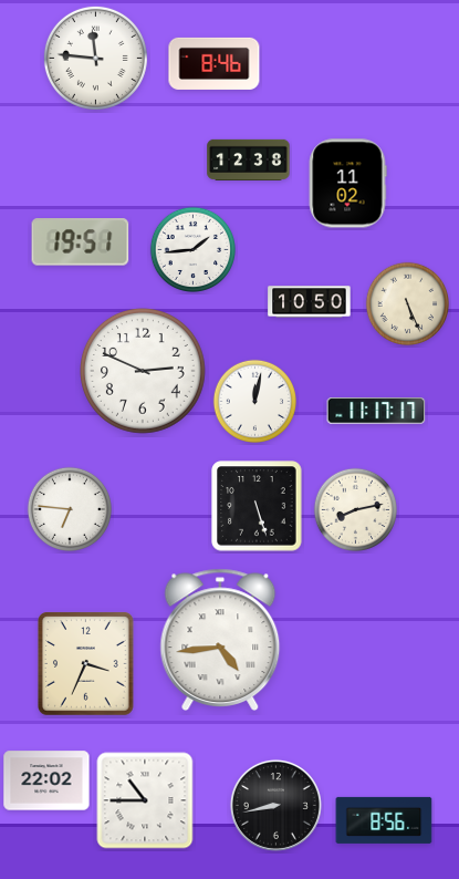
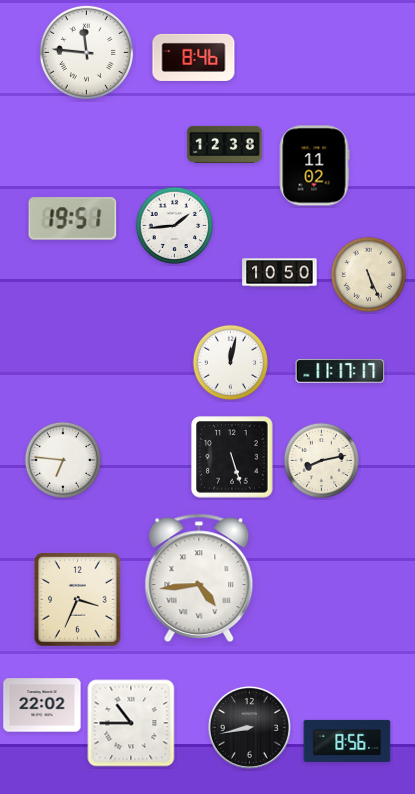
clock at (144, 372): 2:49 -> none
